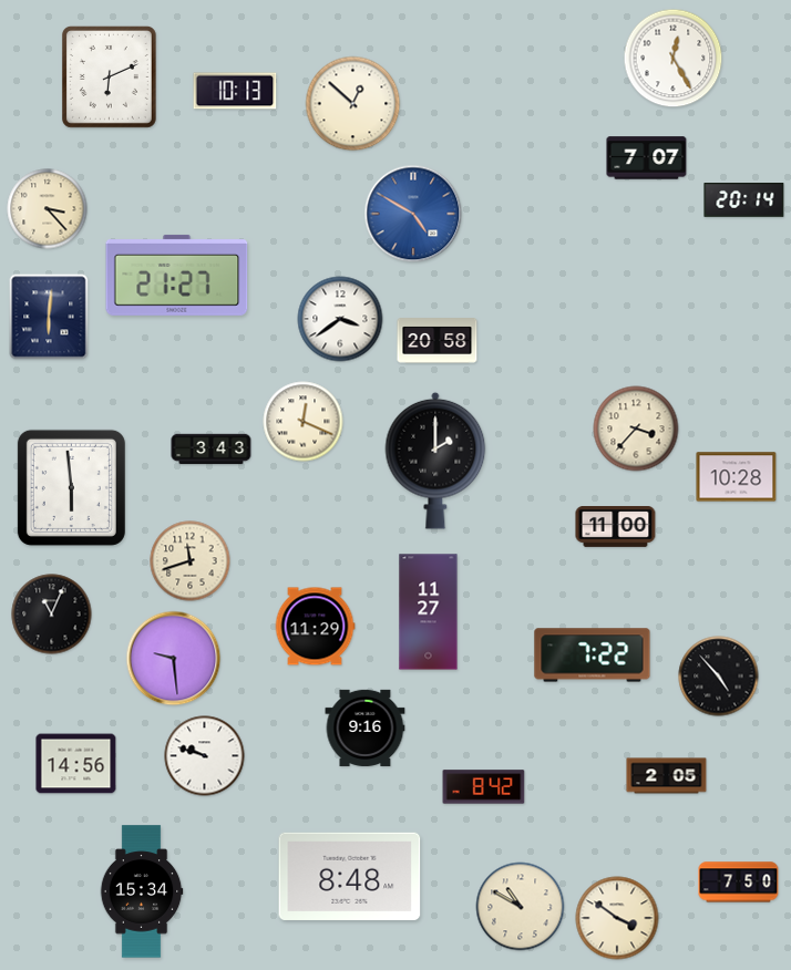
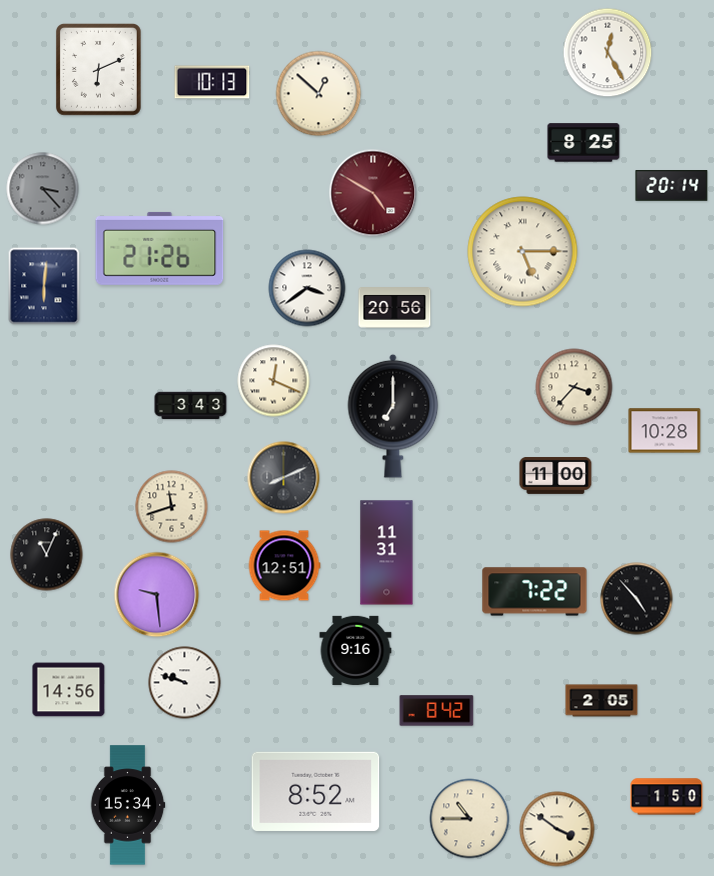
clock at (647, 158): 7:07 -> 8:25
clock at (744, 200) position: (744, 200) -> (672, 186)
clock at (48, 209) dial: cream -> grey
clock at (413, 214) dial: blue -> burgundy
clock at (177, 275): 21:27 -> 21:26
clock at (523, 252): none -> 5:15
clock at (438, 341): 20:58 -> 20:56
clock at (435, 461): 2:00 -> 7:00
clock at (71, 487): 5:59 -> none
clock at (284, 478): none -> 8:11
clock at (429, 612): 11:27 -> 11:31
clock at (315, 627): 11:29 -> 12:51
clock at (719, 677) position: (719, 677) -> (637, 599)
clock at (366, 727) position: (366, 727) -> (356, 650)
clock at (350, 876): 8:48 -> 8:52
clock at (739, 883): 7:50 -> 1:50
clock at (521, 907): 10:50 -> 10:45
